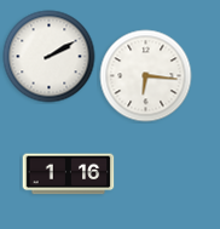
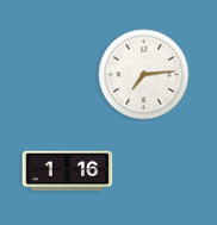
clock at (50, 57): 2:10 -> none
clock at (146, 76): 6:16 -> 7:14
